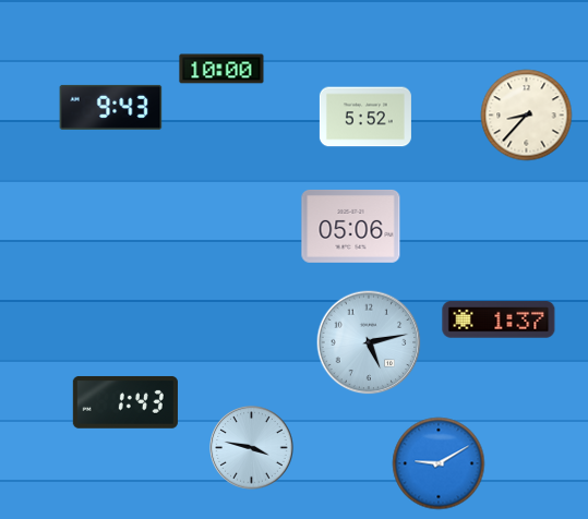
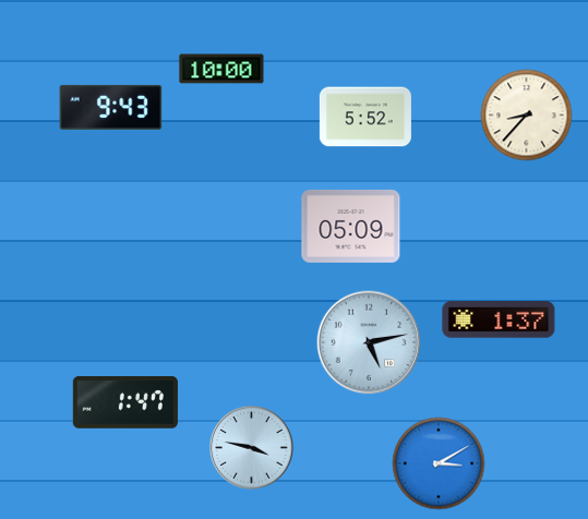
clock at (351, 226): 05:06 -> 05:09
clock at (125, 402): 1:43 -> 1:47
clock at (439, 463): 9:10 -> 3:10
